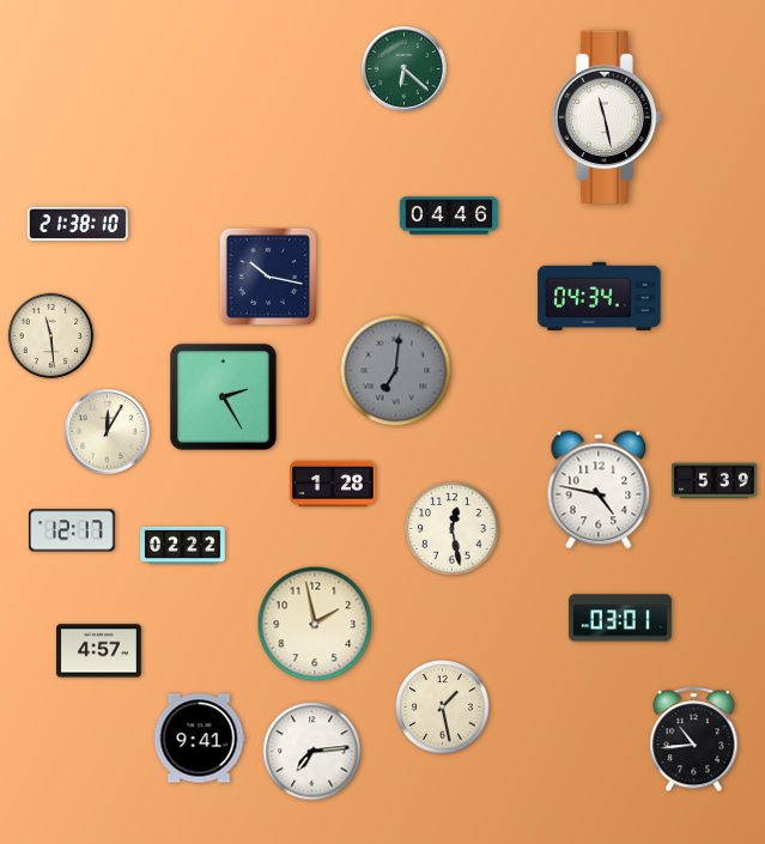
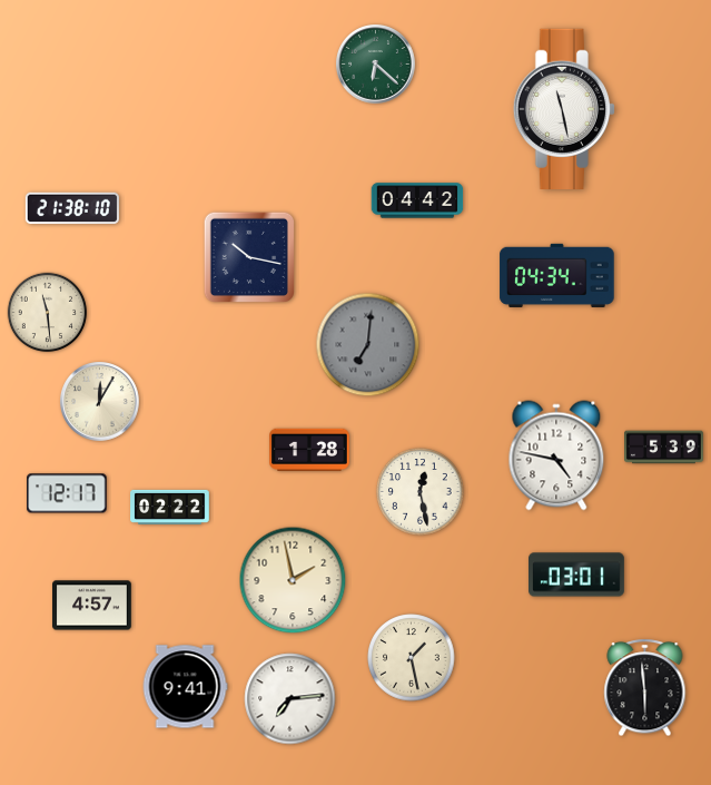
clock at (449, 215): 04:46 -> 04:42
clock at (223, 396): 2:25 -> none
clock at (694, 740): 10:44 -> 5:59
